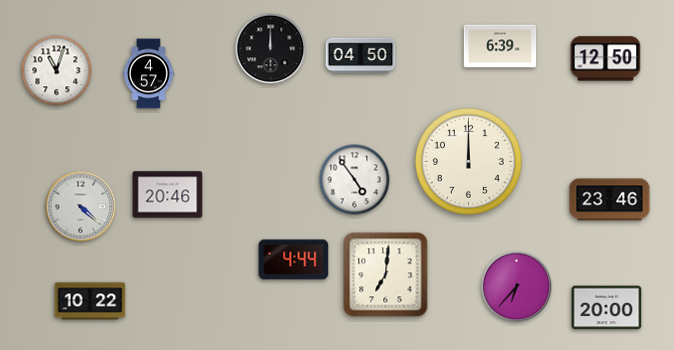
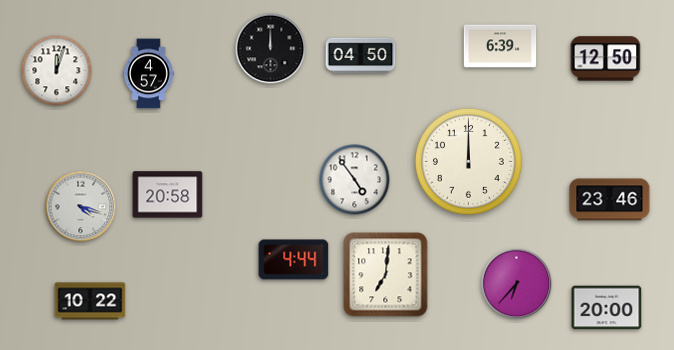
clock at (57, 71): 11:03 -> 12:03
clock at (168, 195): 20:46 -> 20:58
clock at (81, 207): 4:22 -> 4:18
clock at (517, 287) position: (517, 287) -> (517, 284)
